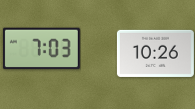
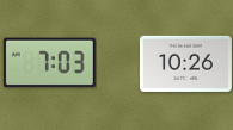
clock at (41, 49) position: (41, 49) -> (49, 63)
